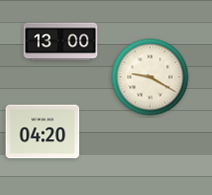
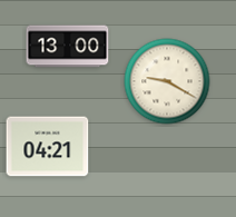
clock at (150, 77) position: (150, 77) -> (167, 81)
clock at (43, 132): 04:20 -> 04:21
